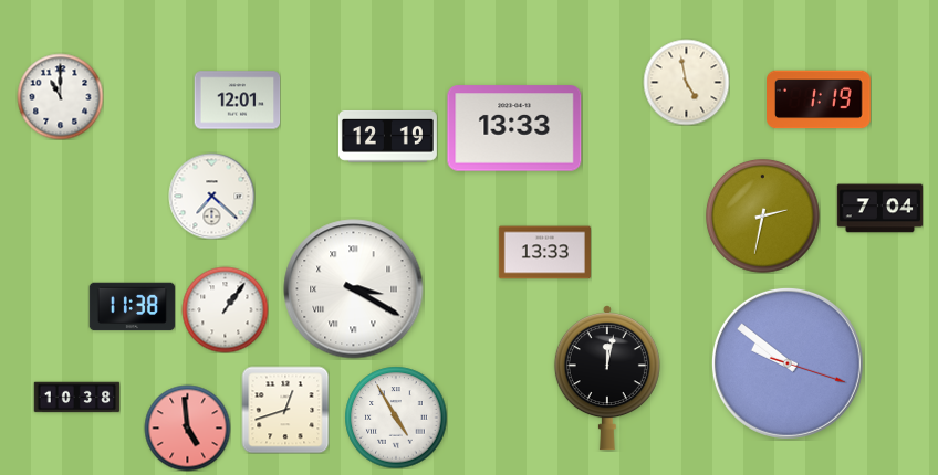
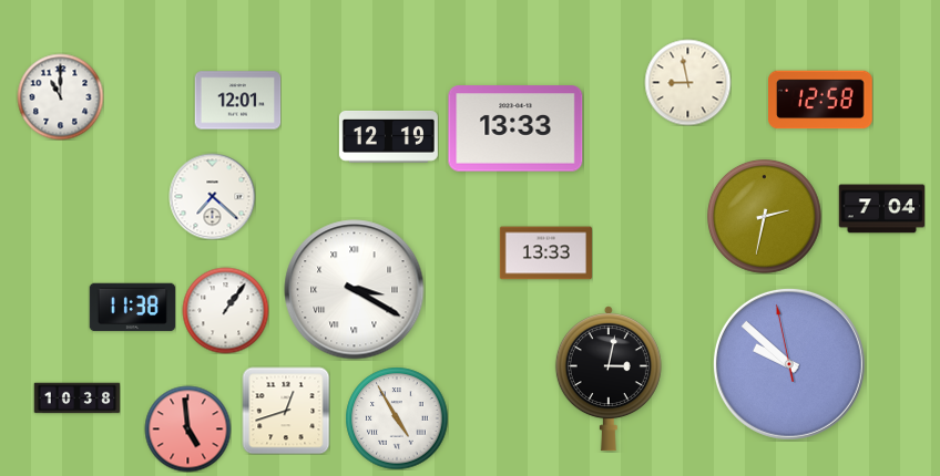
clock at (686, 82): 4:58 -> 8:58
clock at (820, 99): 1:19 -> 12:58
clock at (788, 363): 9:51:18 -> 9:51:58
clock at (607, 378): 12:02 -> 3:02
